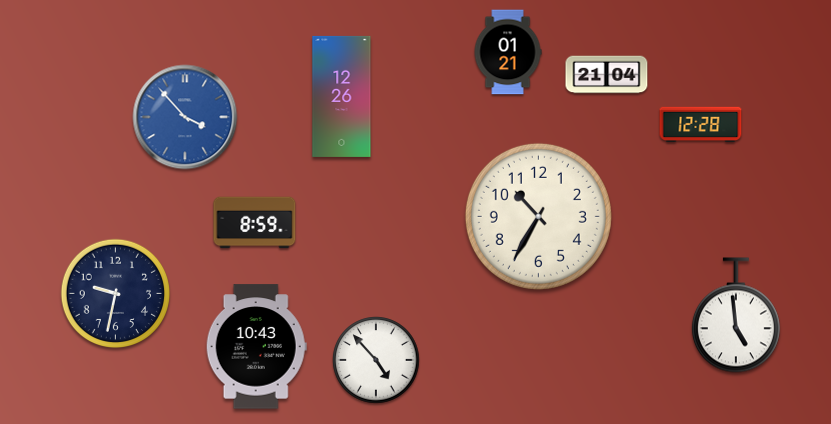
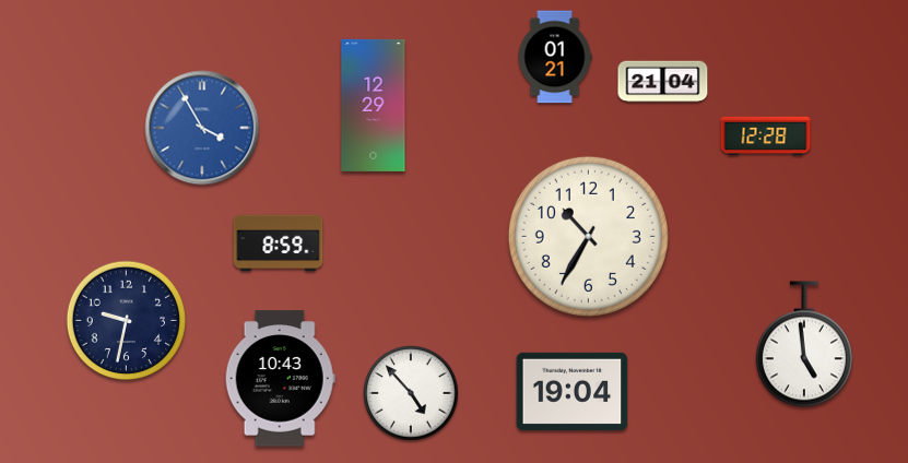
clock at (342, 96): 12:26 -> 12:29
clock at (185, 117): 3:53 -> 3:55
clock at (573, 391): none -> 19:04
